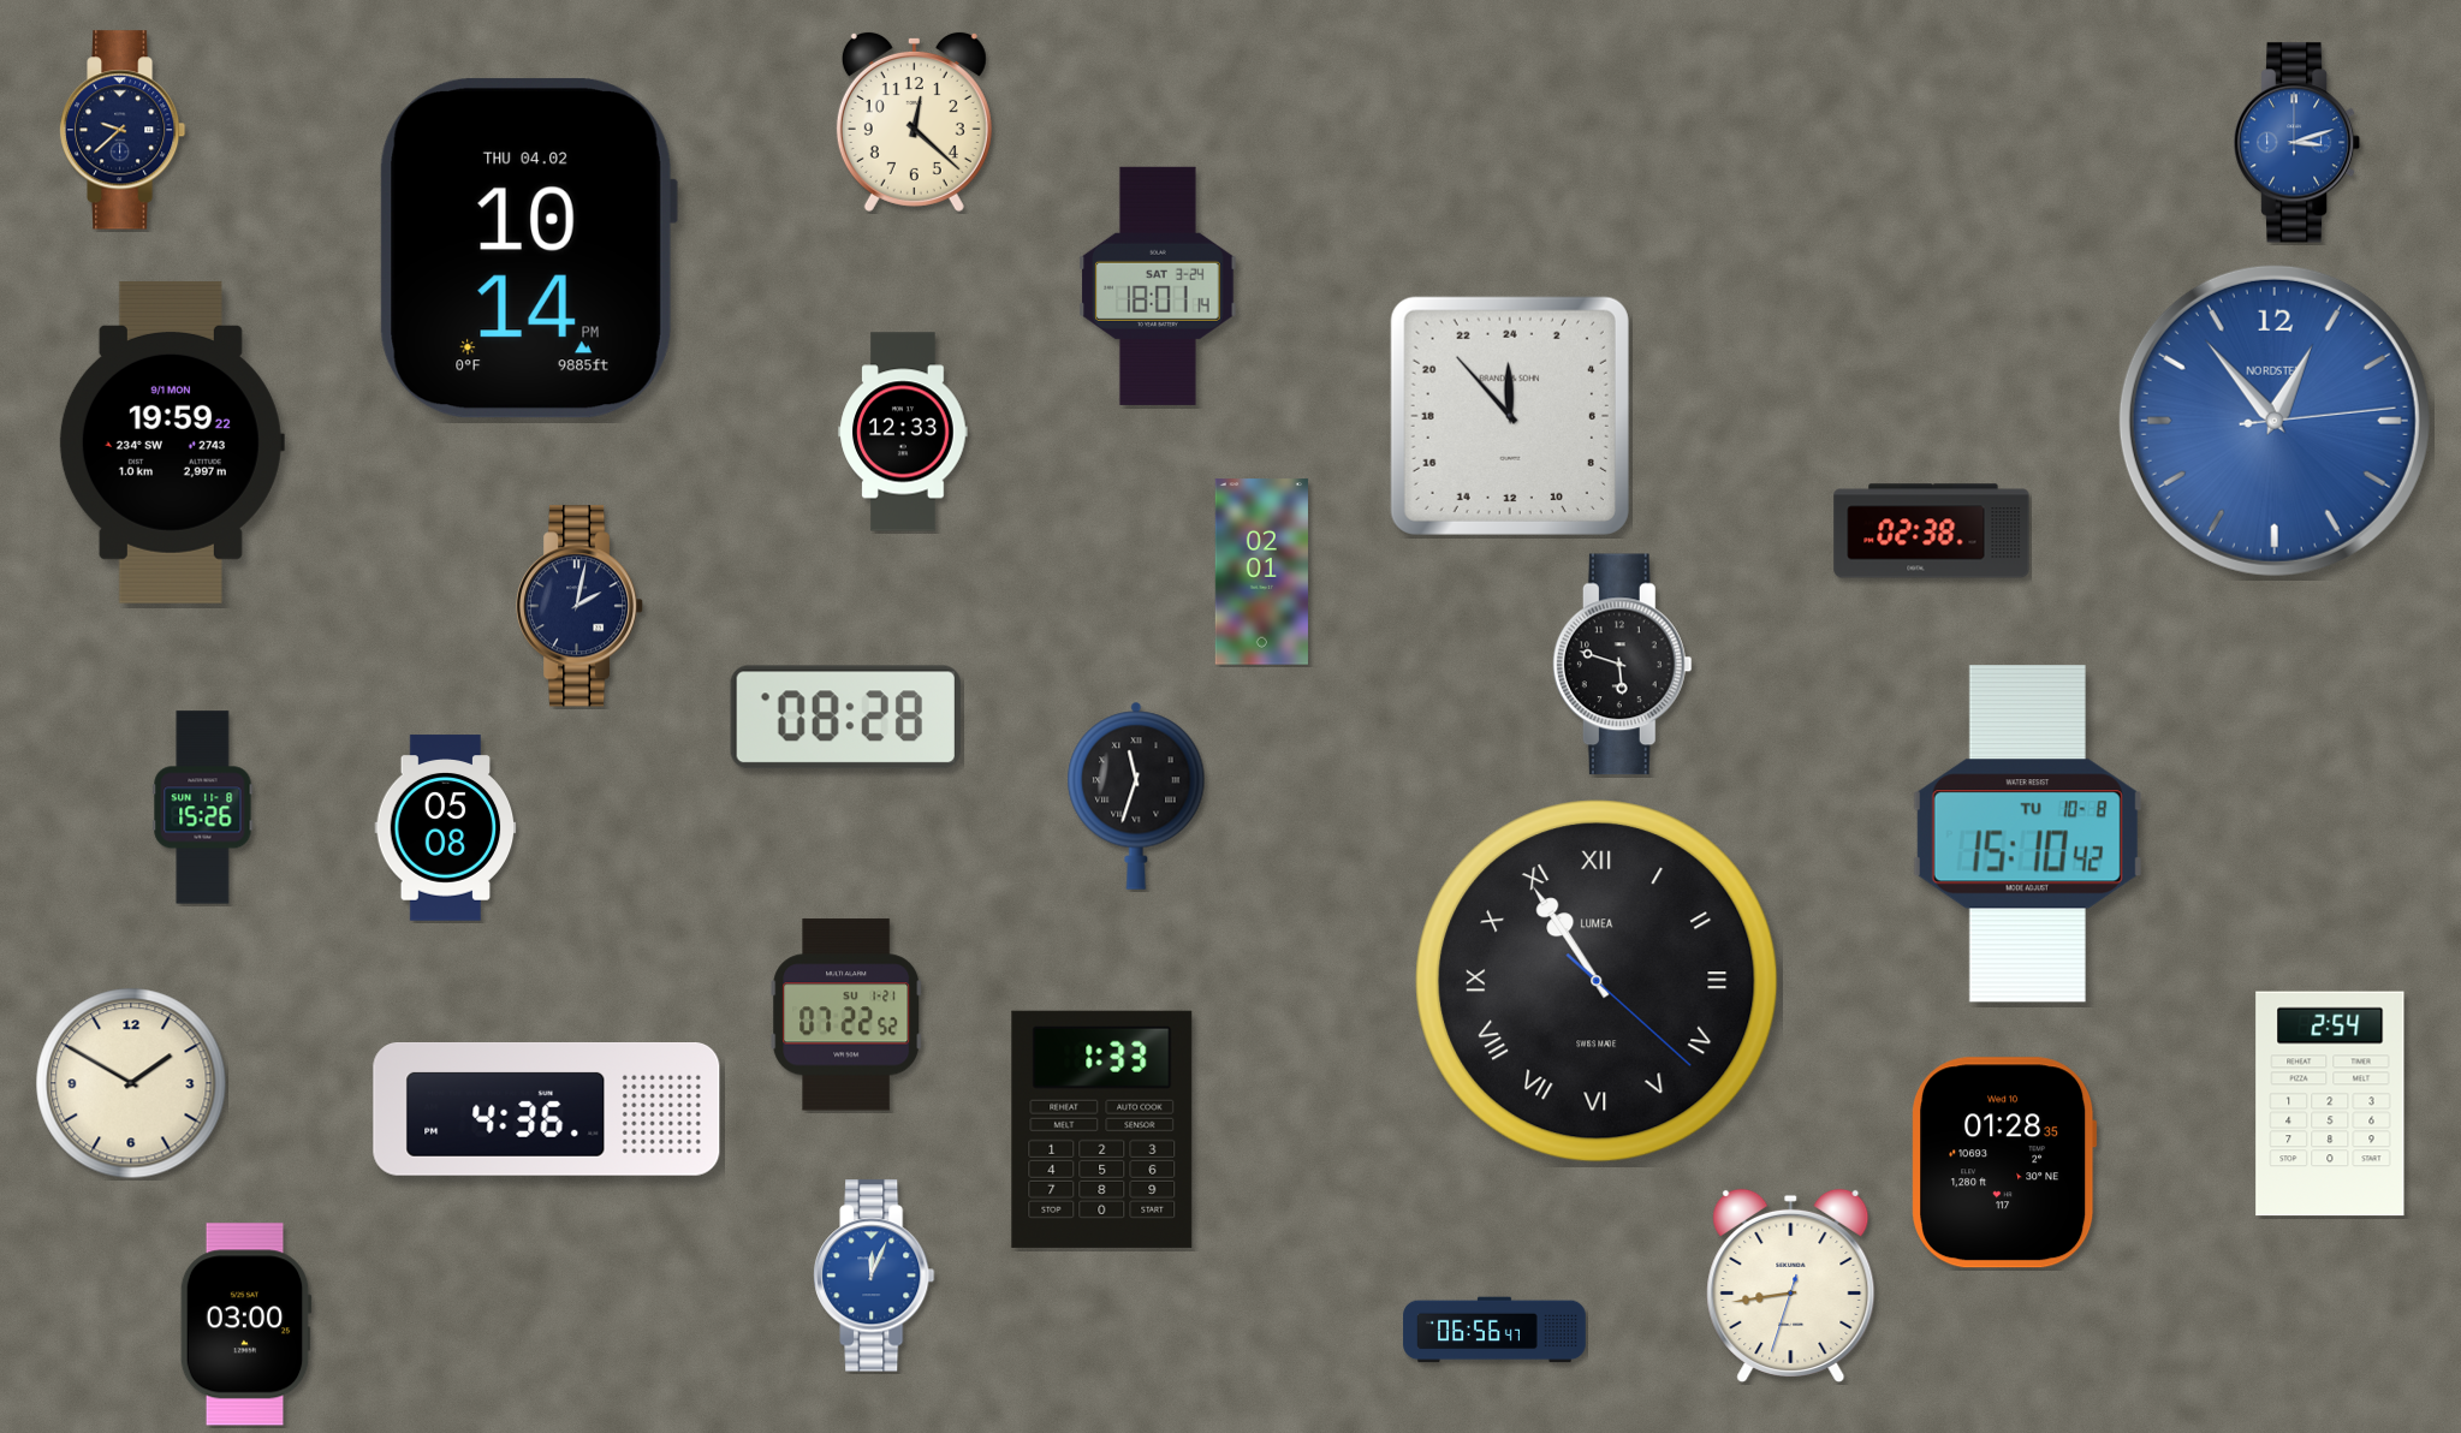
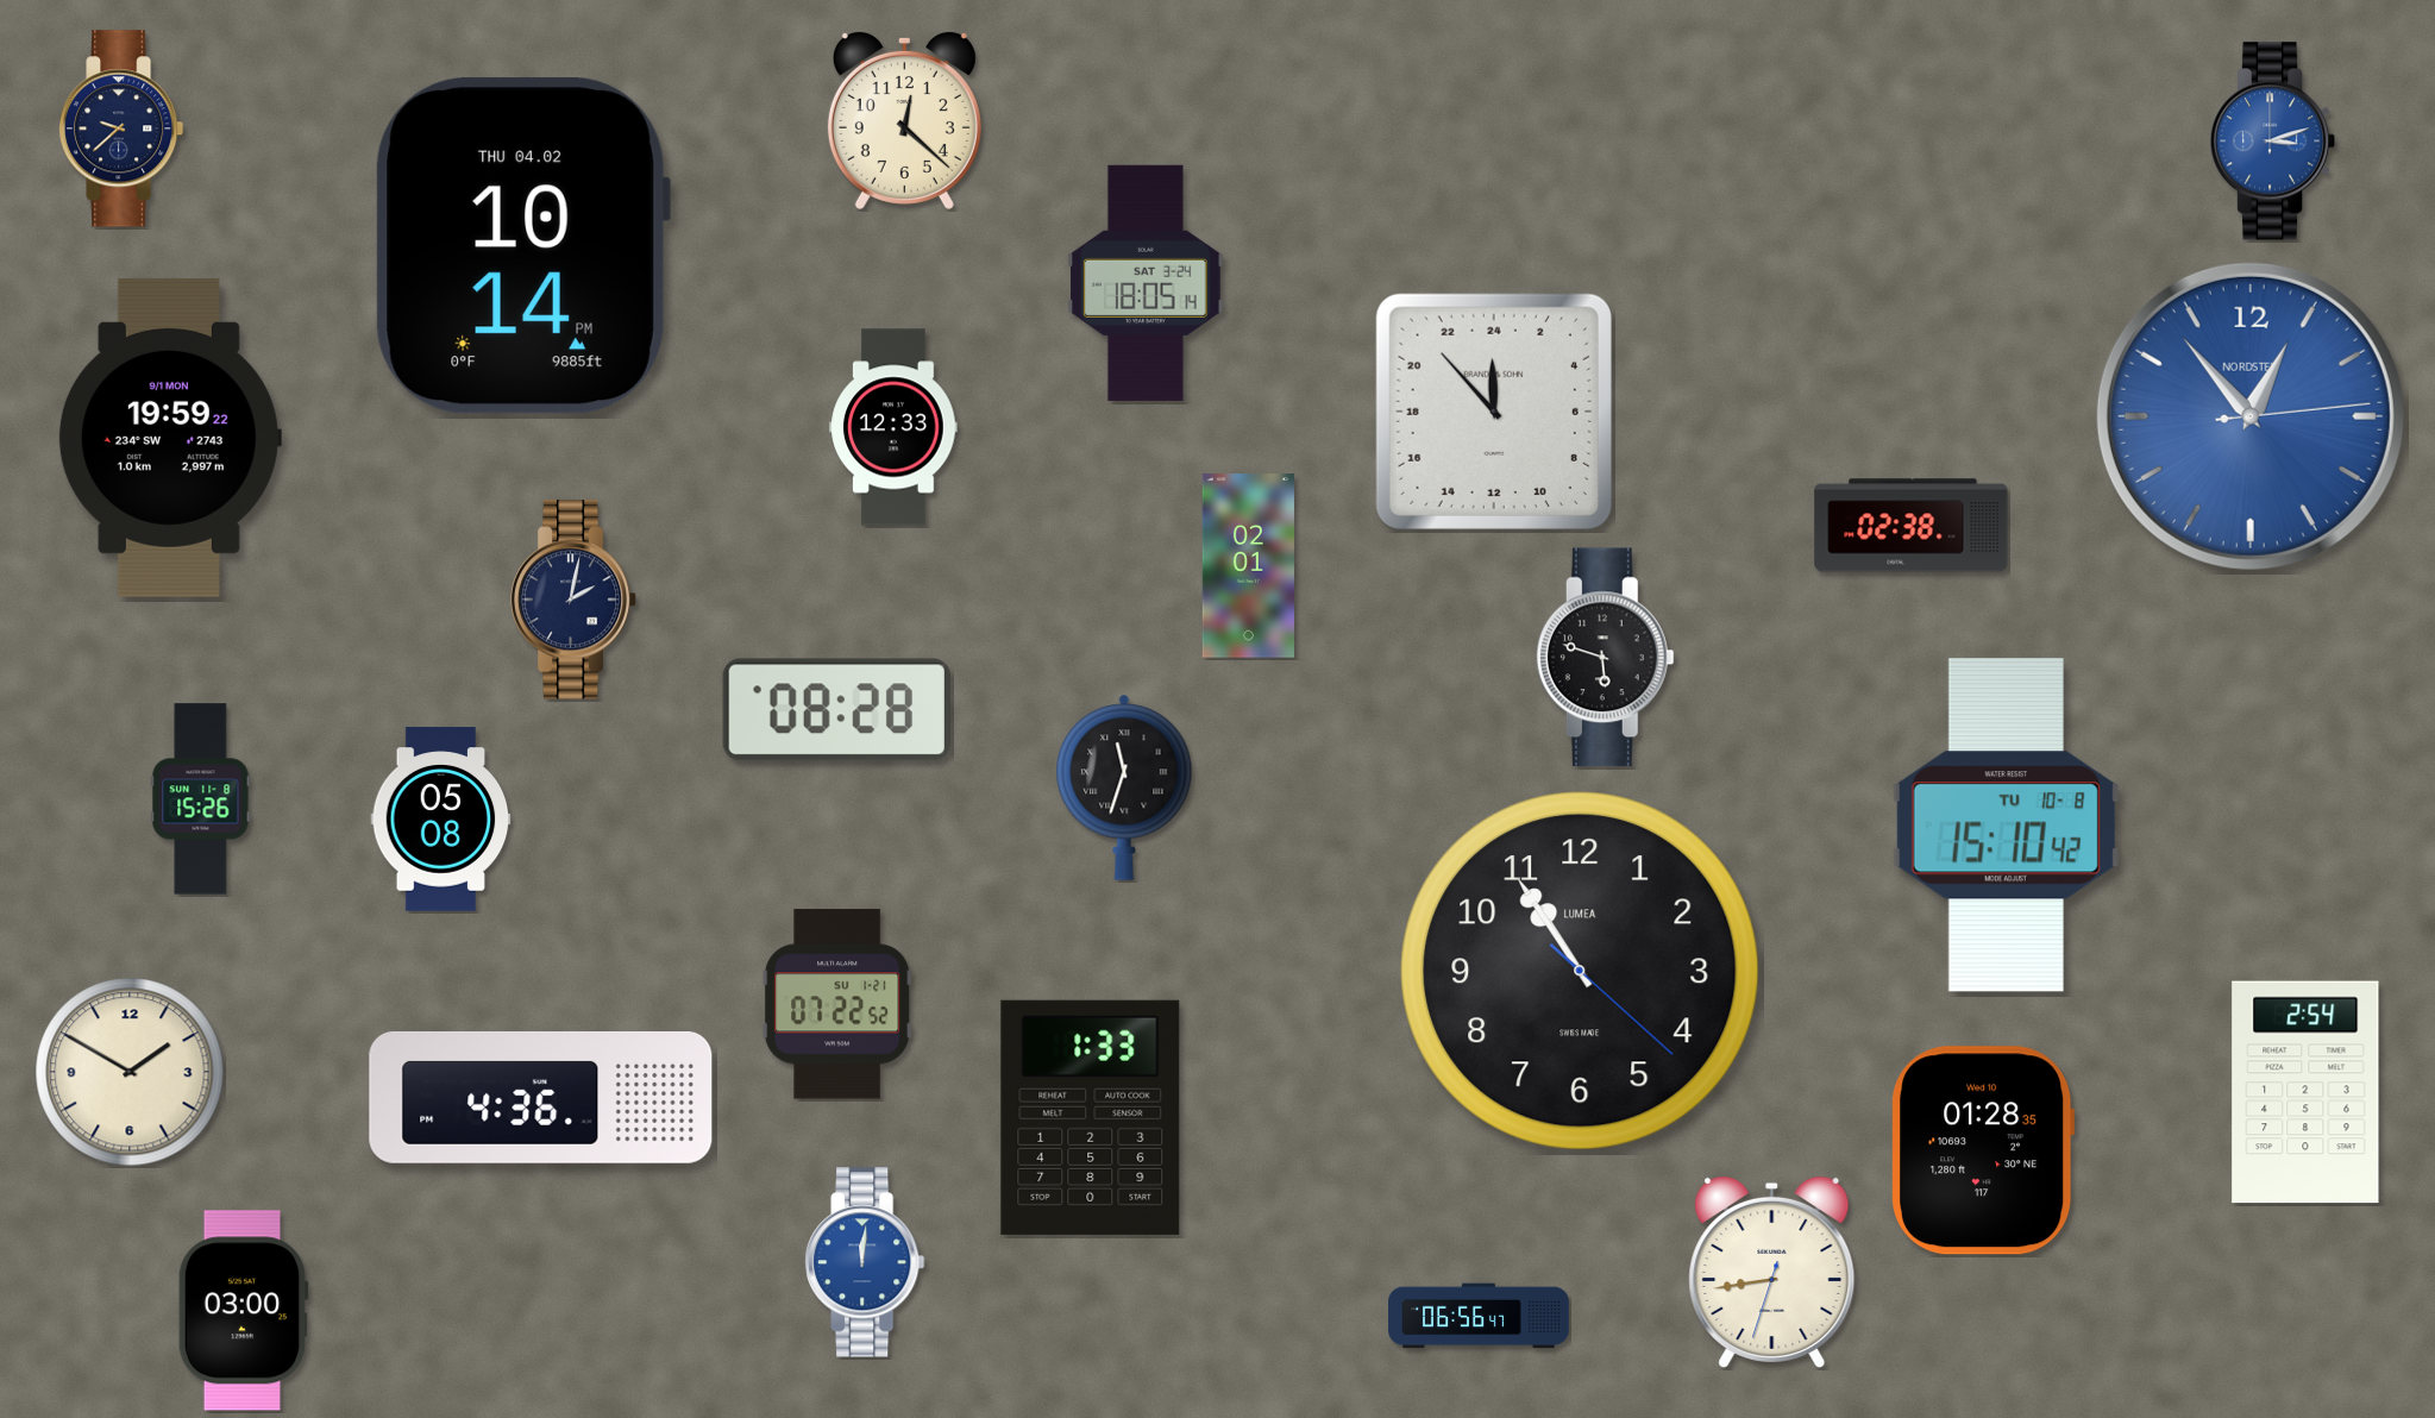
clock at (1158, 286): 18:01 -> 18:05
clock at (1597, 981) numerals: Roman -> Arabic
clock at (874, 1276): 12:04 -> 12:01
